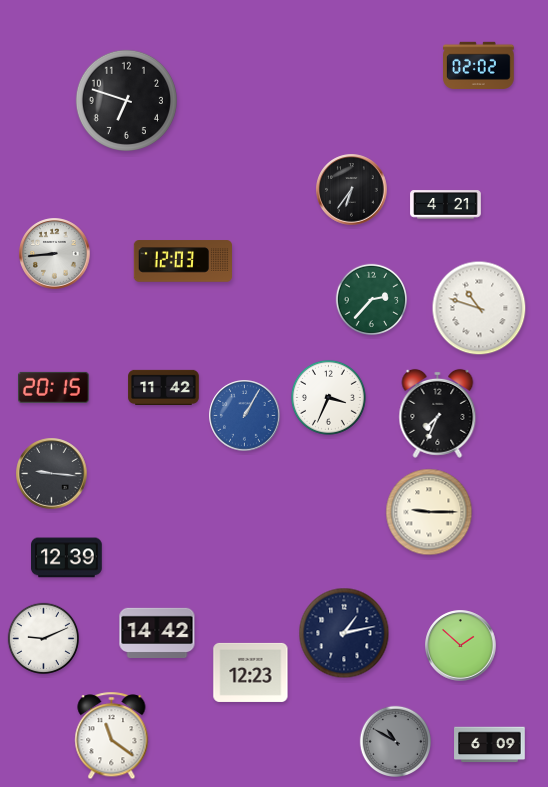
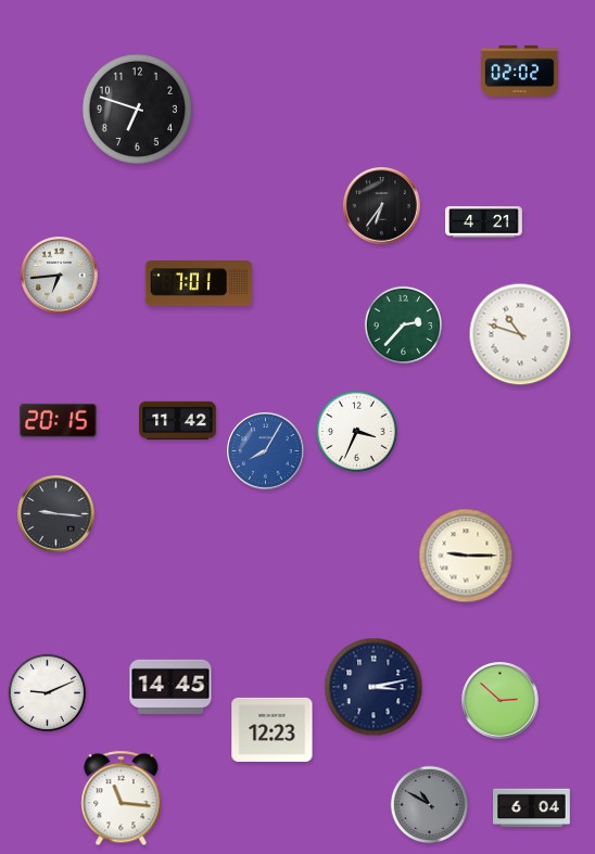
clock at (55, 254): 8:44 -> 6:44
clock at (183, 261): 12:03 -> 7:01
clock at (438, 413): 7:34 -> none
clock at (245, 416): 1:05 -> 8:05
clock at (67, 558): 12:39 -> none
clock at (157, 632): 14:42 -> 14:45
clock at (344, 633): 1:13 -> 3:13
clock at (461, 646): 1:52 -> 2:52
clock at (112, 736): 11:21 -> 11:16
clock at (490, 745): 6:09 -> 6:04
